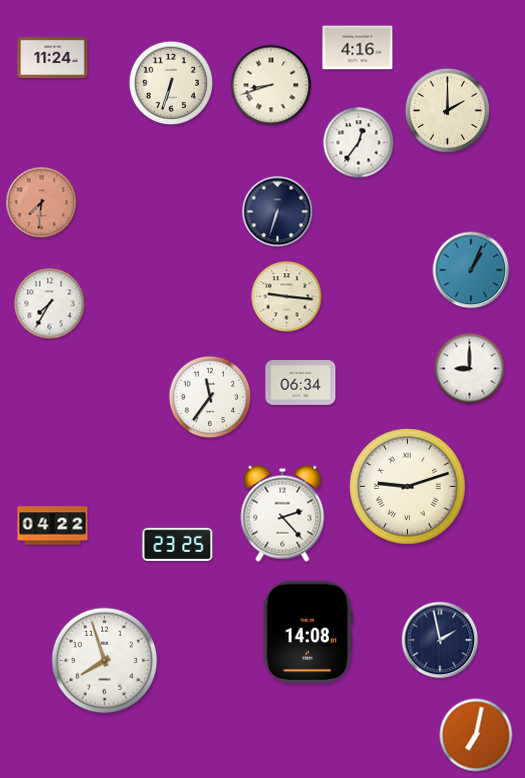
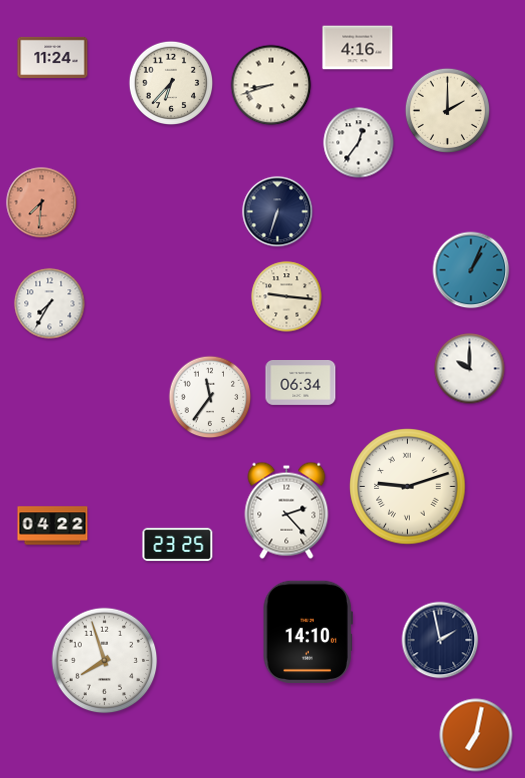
clock at (171, 83): 6:33 -> 6:37
clock at (470, 369): 9:00 -> 10:00
clock at (283, 513) position: (283, 513) -> (287, 510)
clock at (308, 632): 14:08 -> 14:10
